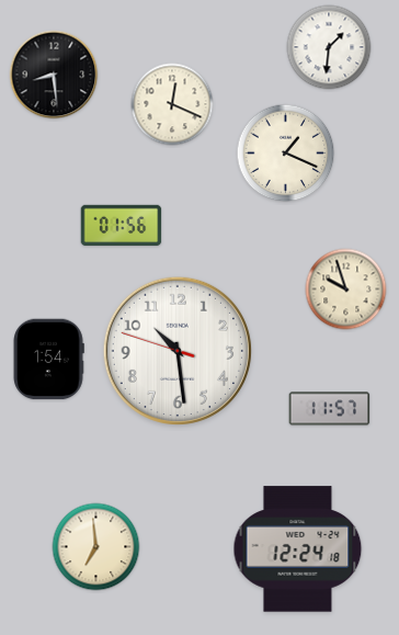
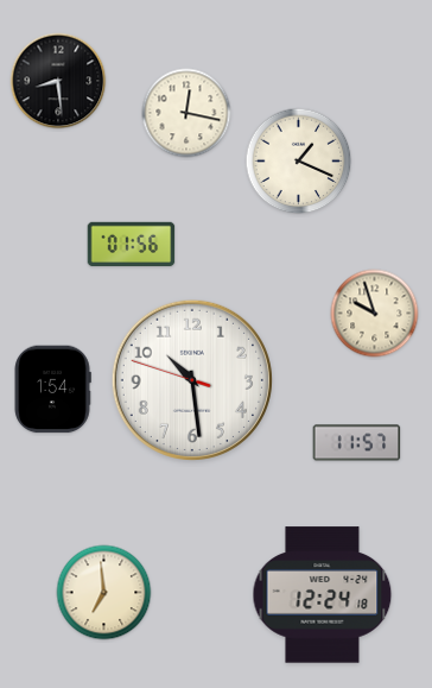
clock at (329, 47): 1:31 -> none
clock at (172, 104): 12:19 -> 12:17
clock at (286, 154) position: (286, 154) -> (299, 162)
